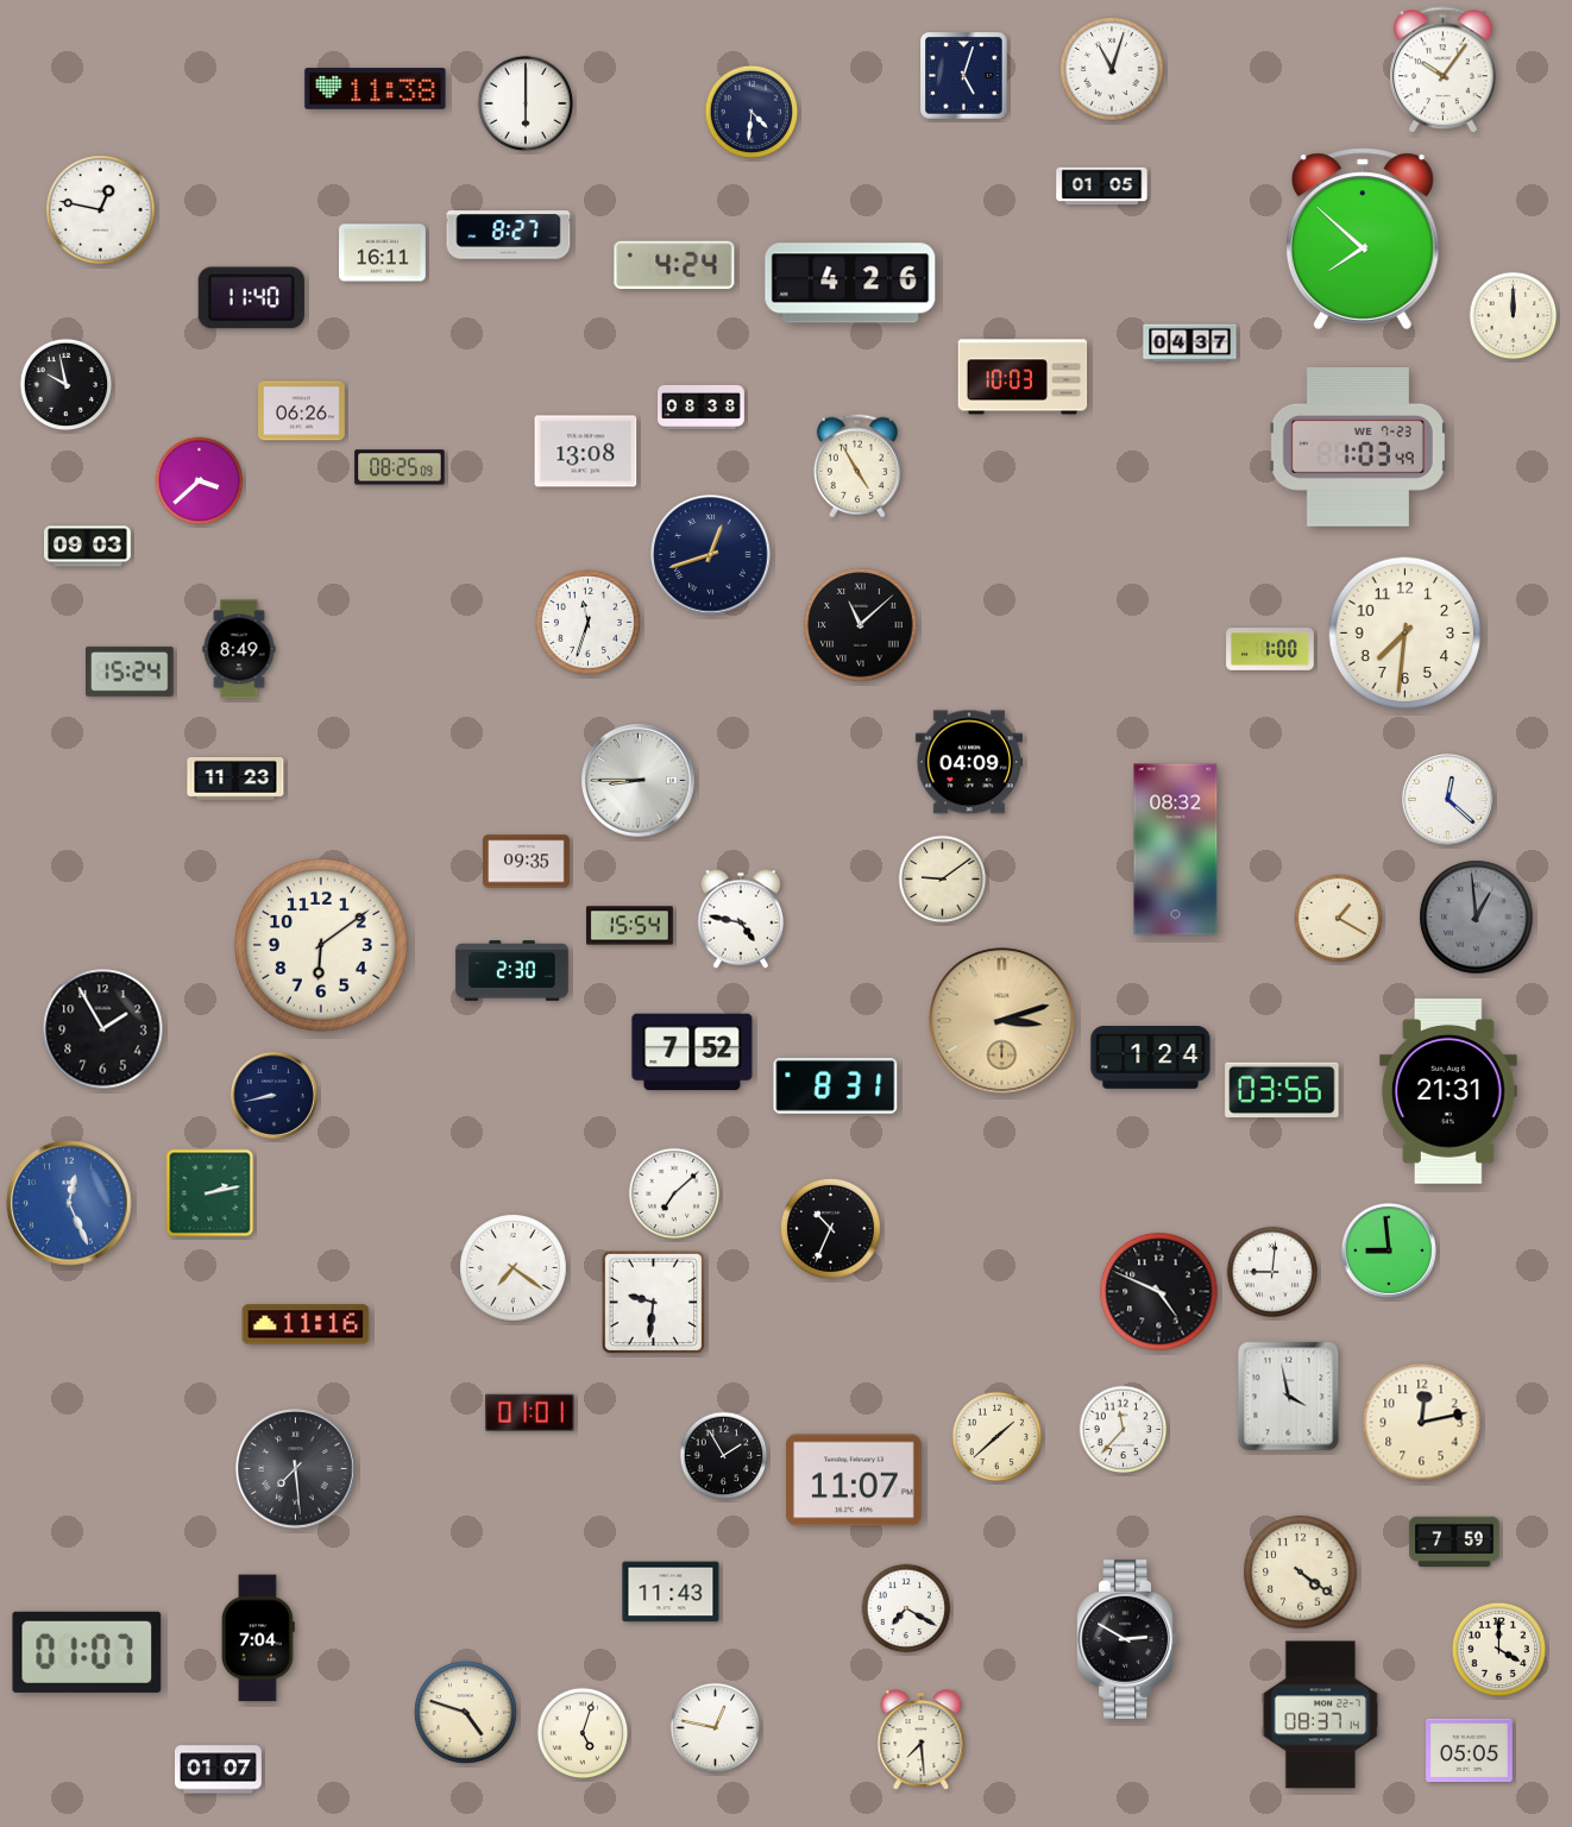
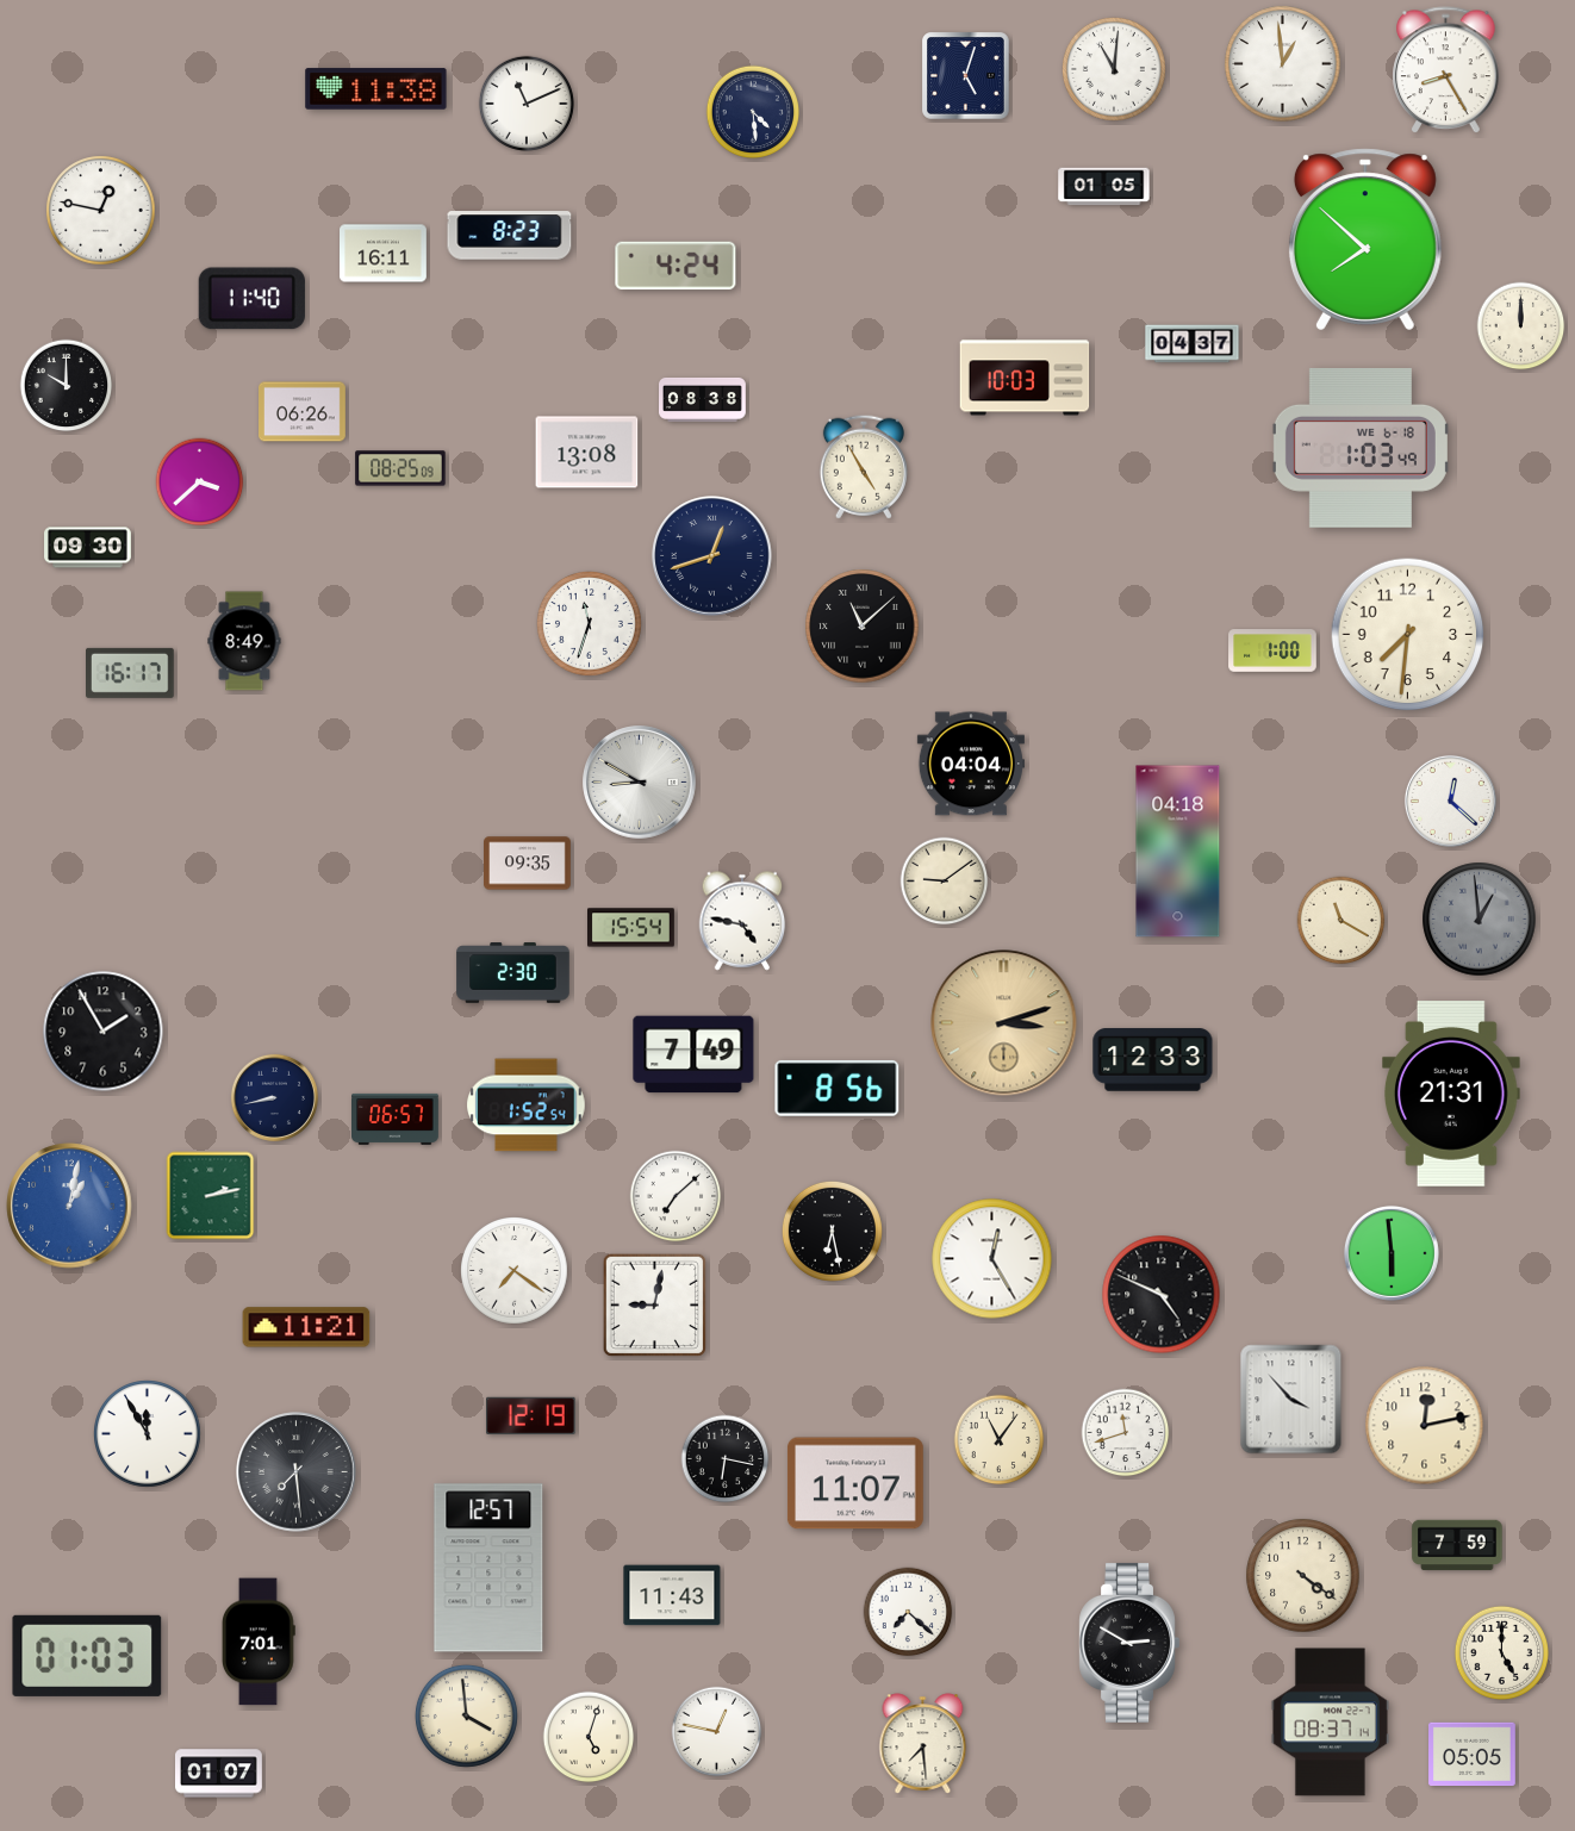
clock at (1283, 64): none -> 12:59
clock at (1112, 69): 11:03 -> 11:01
clock at (1444, 70): 10:06 -> 8:25
clock at (526, 102): 6:00 -> 11:11
clock at (752, 112): 4:31 -> 4:29
clock at (509, 235): 8:27 -> 8:23
clock at (850, 283): 4:26 -> none
clock at (1514, 316) position: (1514, 316) -> (1521, 326)
clock at (67, 385): 9:58 -> 10:00
clock at (702, 407) position: (702, 407) -> (703, 399)
clock at (1358, 447) date: WE 7-23 -> WE 6-18
clock at (857, 466) position: (857, 466) -> (864, 467)
clock at (88, 547): 09:03 -> 09:30
clock at (239, 649) position: (239, 649) -> (244, 641)
clock at (131, 672): 15:24 -> 16:17
clock at (969, 762): 04:09 -> 04:04
clock at (235, 780): 11:23 -> none
clock at (639, 781): 8:45 -> 8:50
clock at (1176, 850): 08:32 -> 04:18
clock at (1339, 919): 1:20 -> 11:20
clock at (321, 945): 6:09 -> none
clock at (692, 1052): 7:52 -> 7:49
clock at (1151, 1058): 1:24 -> 12:33
clock at (836, 1086): 8:31 -> 8:56
clock at (1282, 1090): 03:56 -> none
clock at (527, 1106): none -> 1:52
clock at (396, 1119): none -> 06:57
clock at (69, 1203): 12:26 -> 1:02
clock at (830, 1228): 10:34 -> 6:28
clock at (1389, 1250): 8:59 -> 5:59
clock at (992, 1259): none -> 12:25
clock at (1272, 1272): 9:01 -> none
clock at (653, 1302): 9:31 -> 9:02
clock at (306, 1324): 11:16 -> 11:21
clock at (1289, 1397): 3:58 -> 3:53
clock at (530, 1412): 01:01 -> 12:19
clock at (1124, 1430): 11:37 -> 11:42
clock at (148, 1434): none -> 11:55
clock at (998, 1437): 1:38 -> 11:06
clock at (724, 1456): 1:55 -> 6:17
clock at (488, 1568): none -> 12:57
clock at (906, 1608): 7:20 -> 7:22
clock at (258, 1638): 7:04 -> 7:01
clock at (1498, 1649): 4:00 -> 5:00
clock at (87, 1652): 01:07 -> 01:03
clock at (465, 1712): 4:48 -> 3:59
clock at (1320, 1715) position: (1320, 1715) -> (1330, 1723)
clock at (583, 1733) position: (583, 1733) -> (589, 1737)
